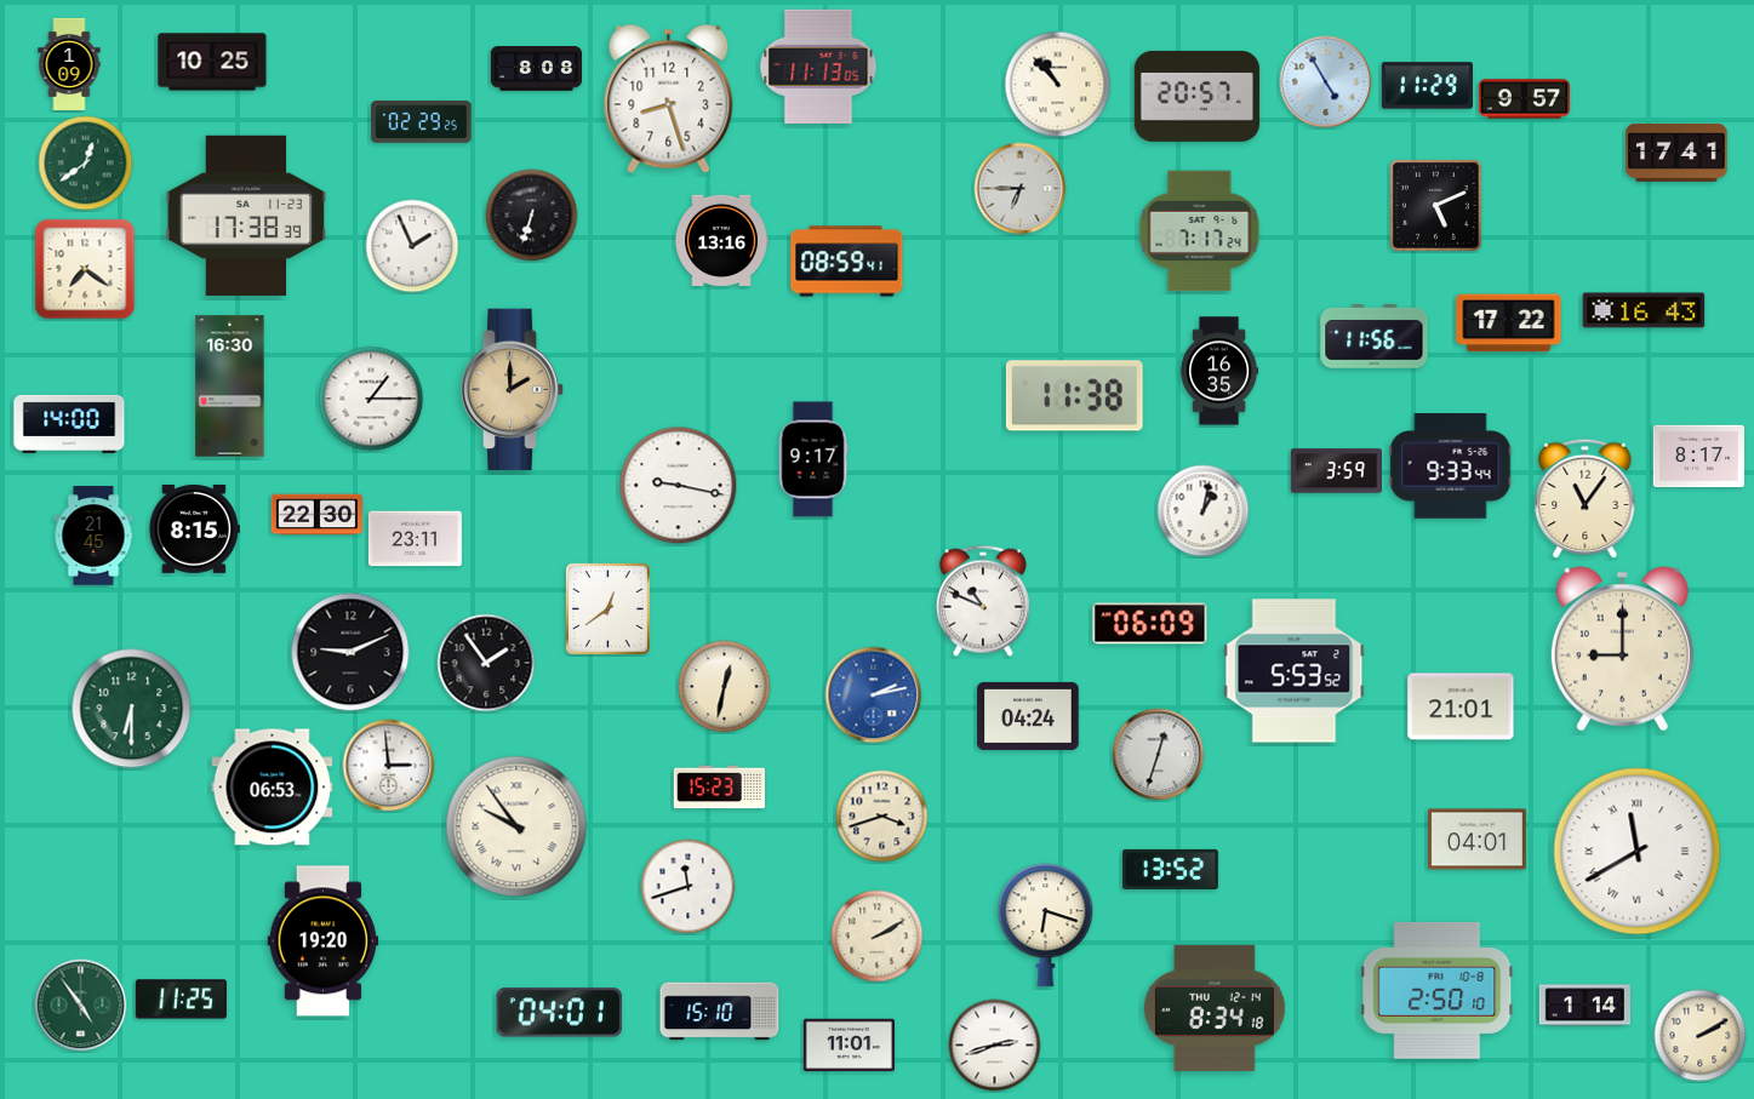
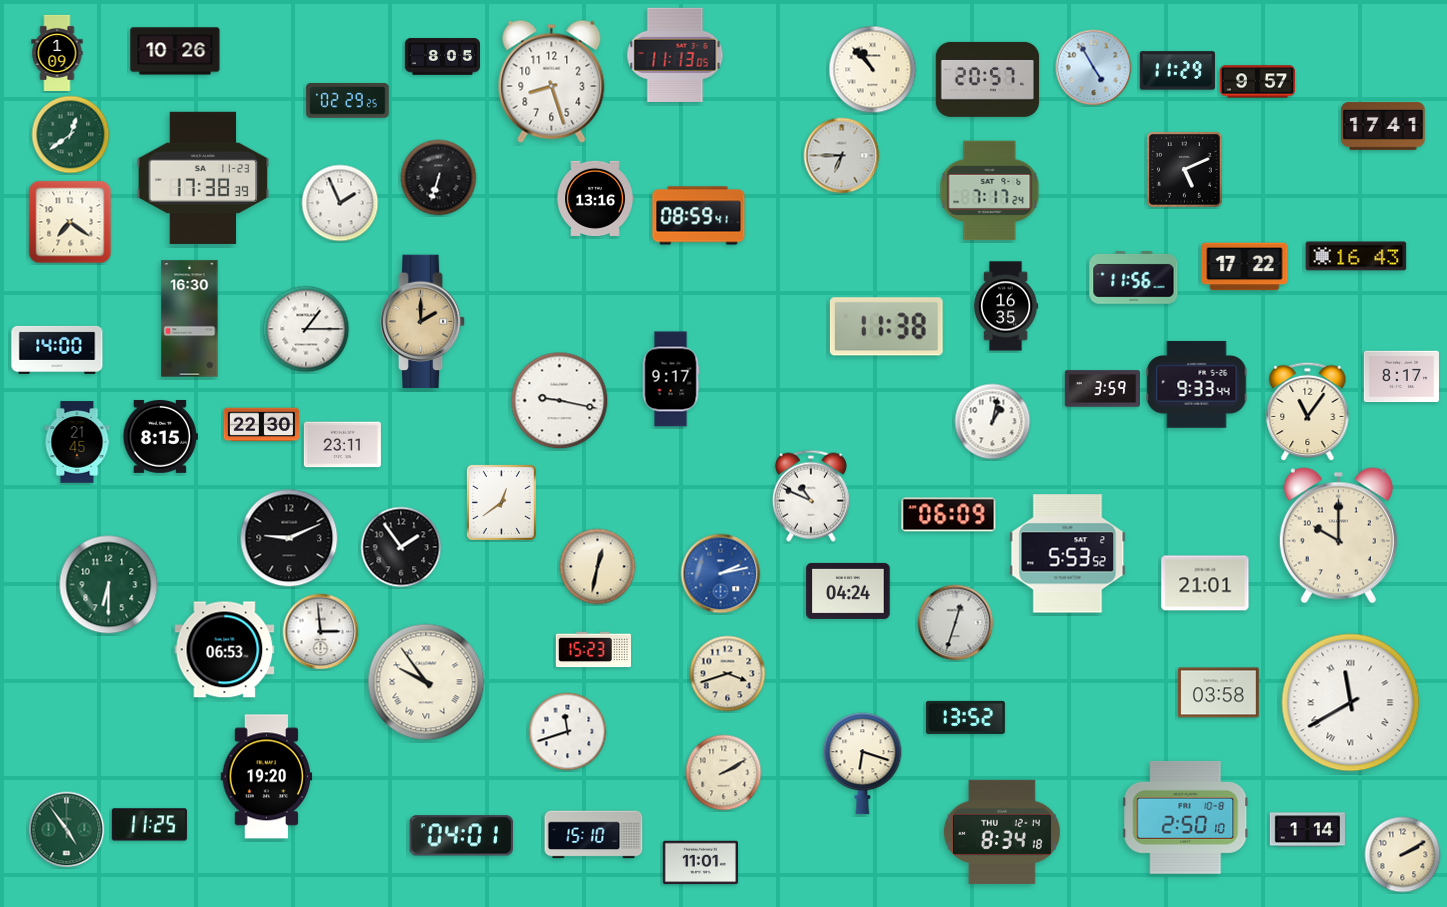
clock at (212, 62): 10:25 -> 10:26
clock at (536, 69): 8:08 -> 8:05
clock at (1622, 649): 9:00 -> 10:00
clock at (1478, 840): 04:01 -> 03:58
clock at (995, 1046): 2:42 -> none
